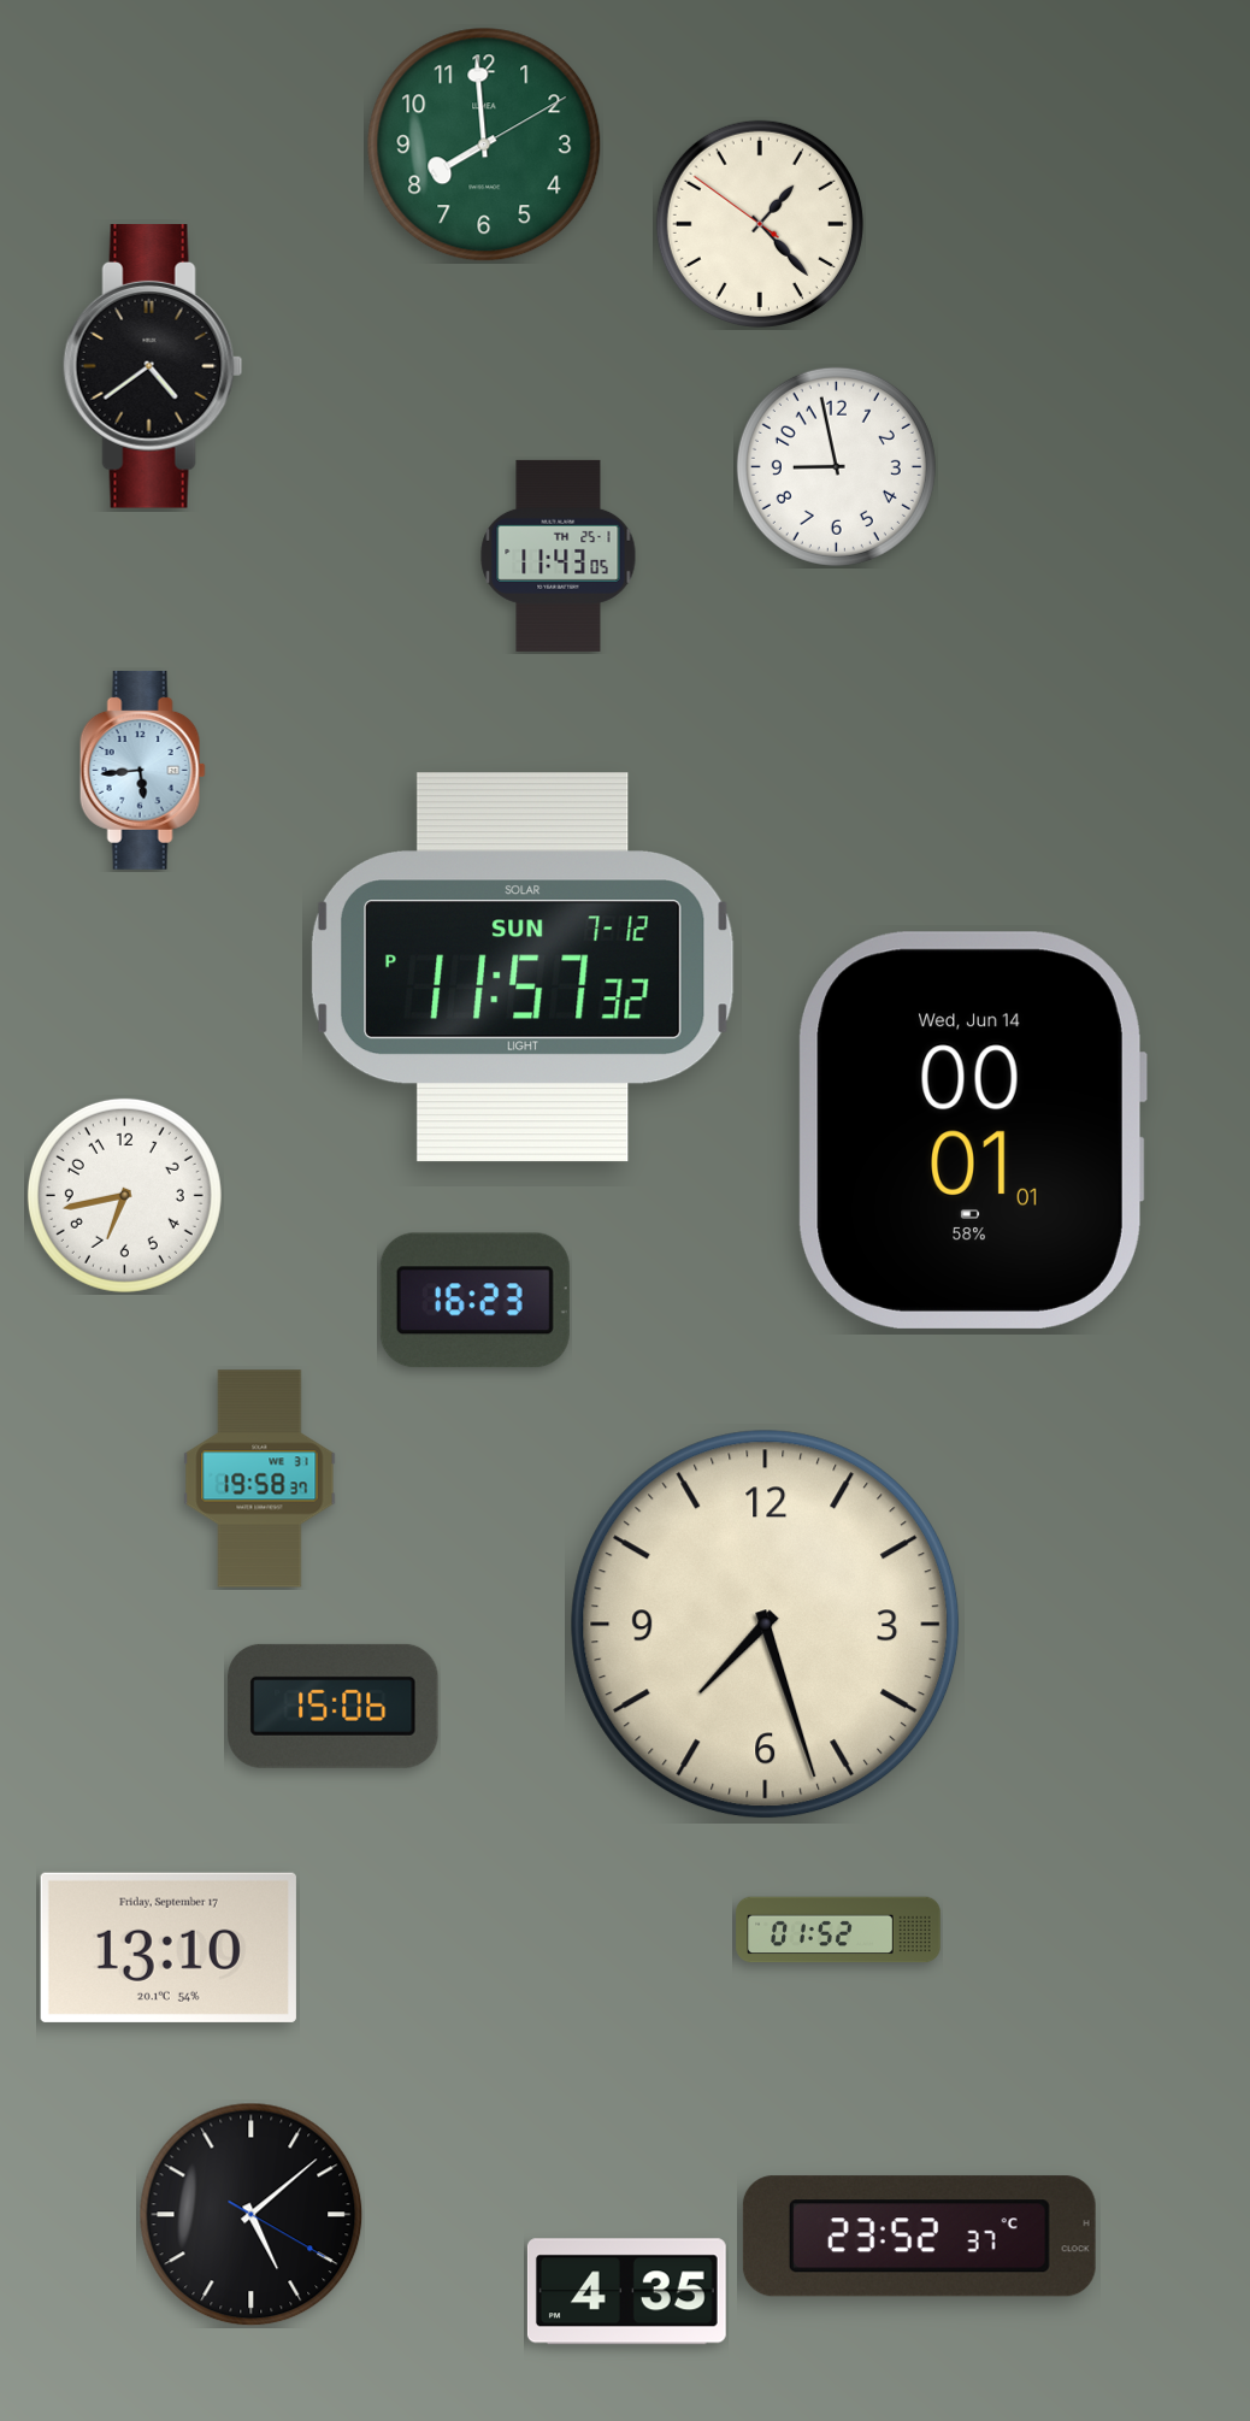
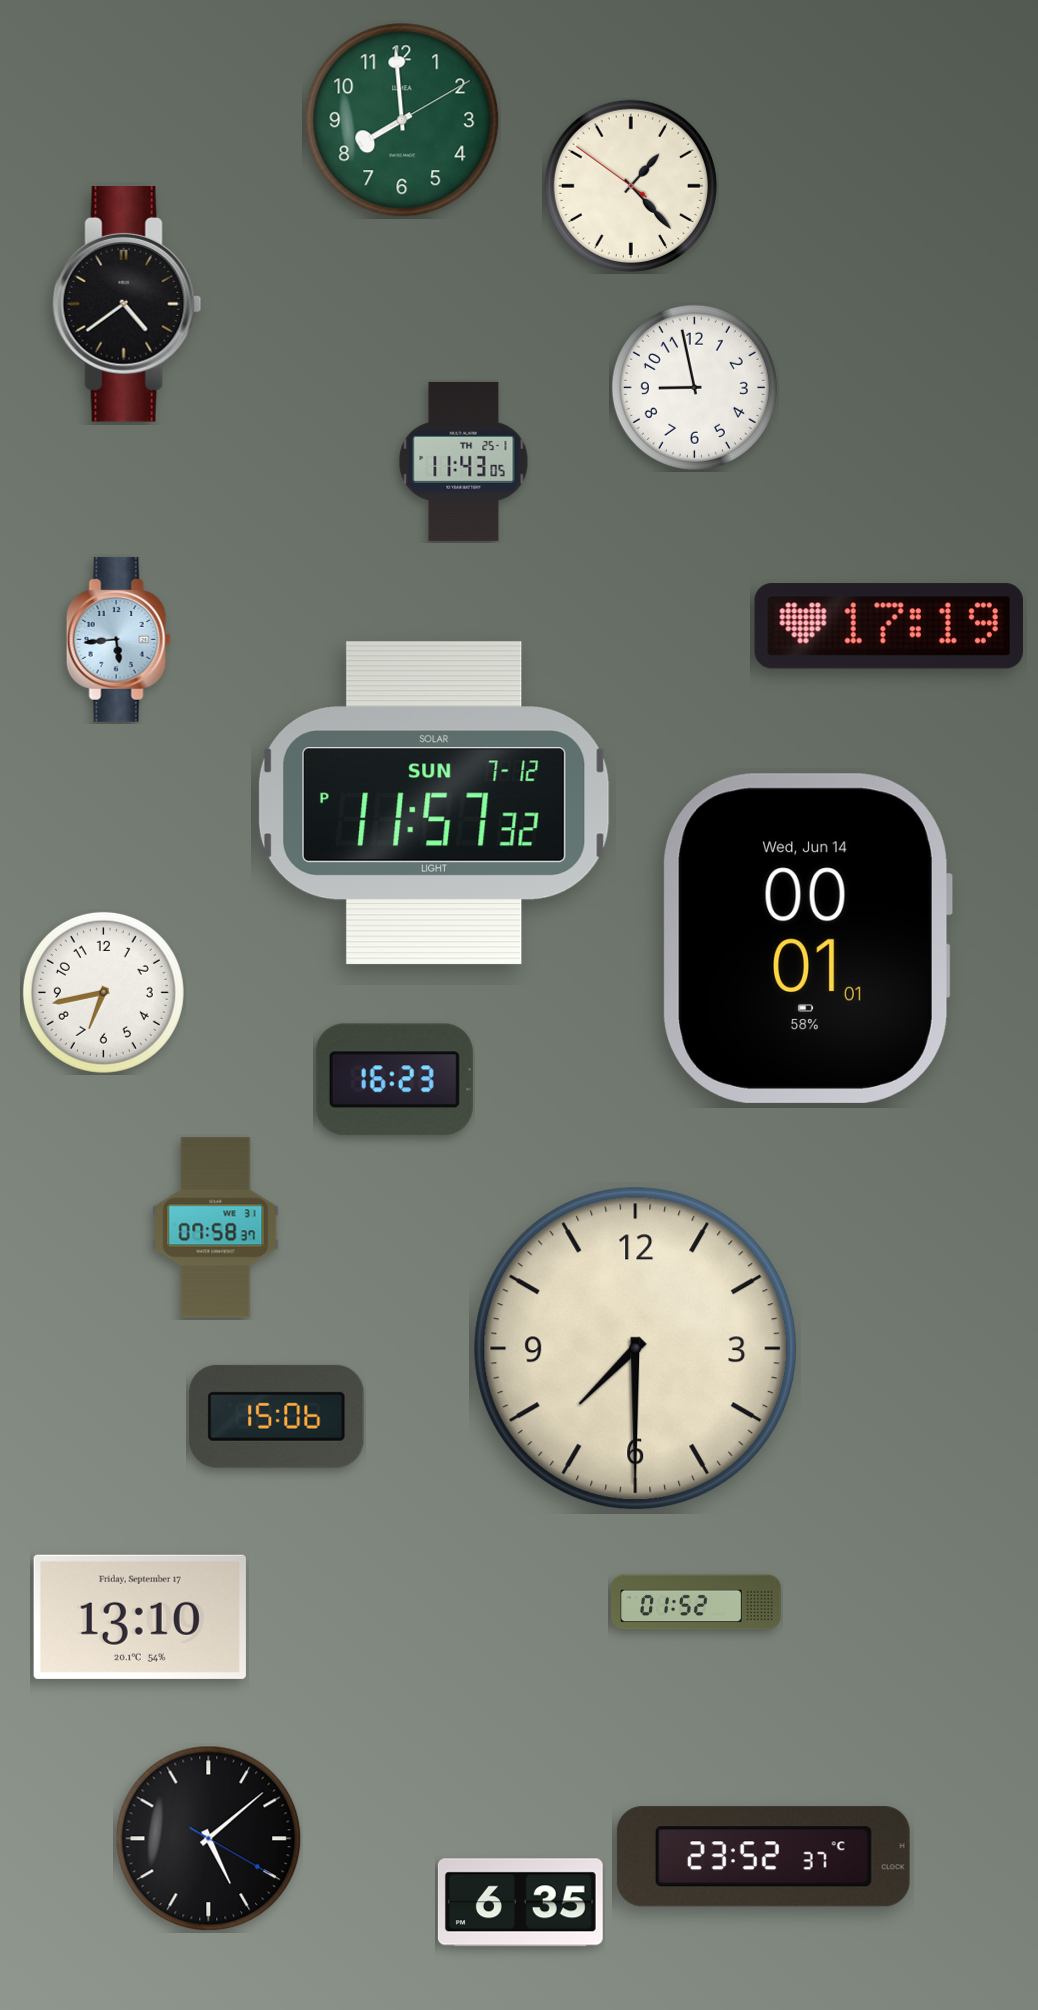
clock at (889, 626): none -> 17:19
clock at (260, 1479): 19:58 -> 07:58
clock at (766, 1625): 7:27 -> 7:30
clock at (626, 2292): 4:35 -> 6:35
